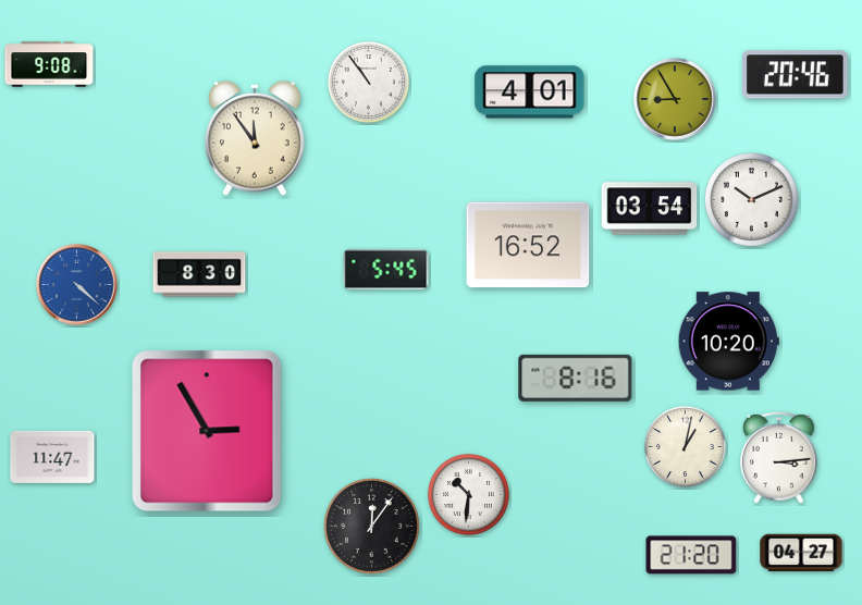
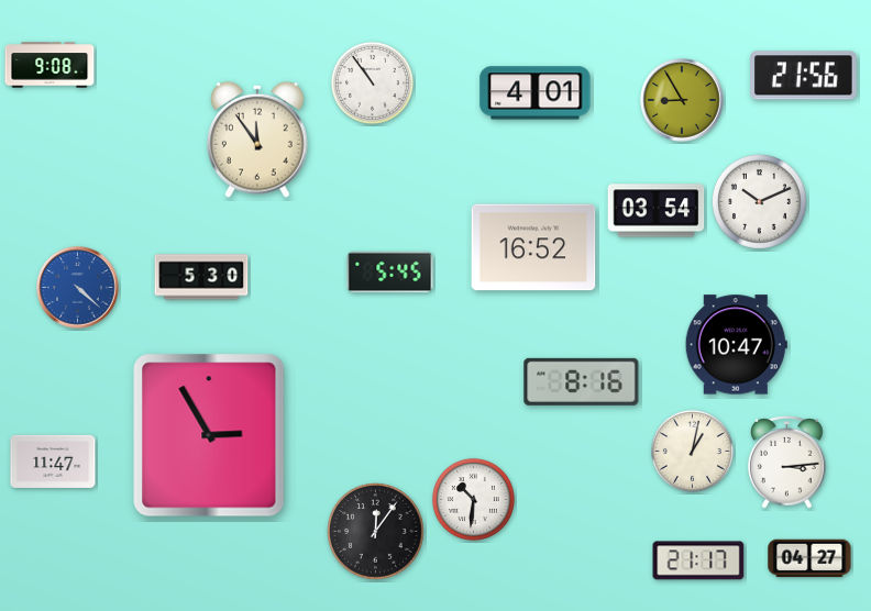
clock at (796, 75): 20:46 -> 21:56
clock at (199, 274): 8:30 -> 5:30
clock at (728, 342): 10:20 -> 10:47
clock at (691, 555): 21:20 -> 21:17
